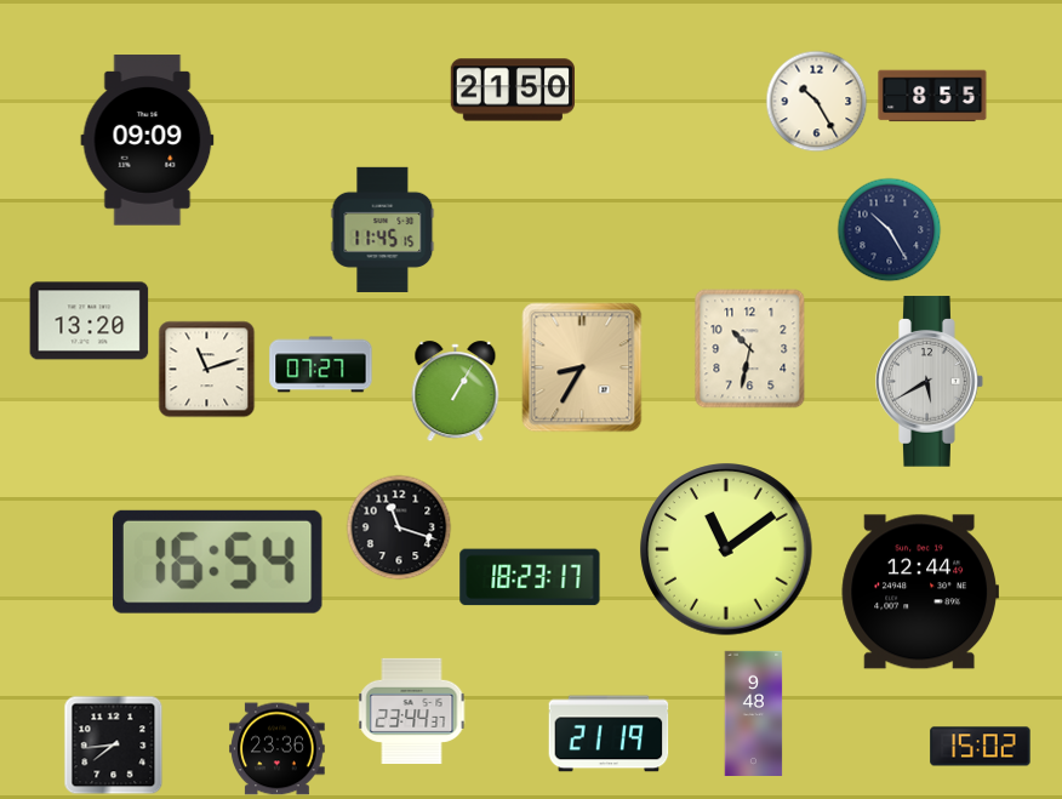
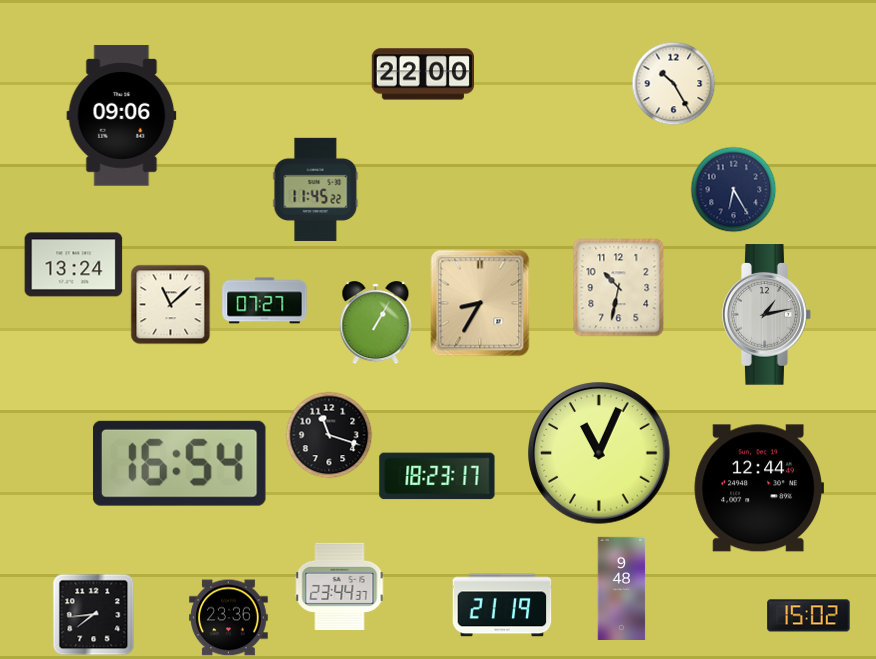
clock at (512, 90): 21:50 -> 22:00
clock at (932, 96): 8:55 -> none
clock at (148, 141): 09:09 -> 09:06
clock at (383, 229): 11:45:15 -> 11:45:22
clock at (890, 230): 10:25 -> 6:25
clock at (90, 321): 13:20 -> 13:24
clock at (207, 370): 11:12 -> 11:08
clock at (930, 382): 5:40 -> 1:13
clock at (726, 549): 11:09 -> 11:04
